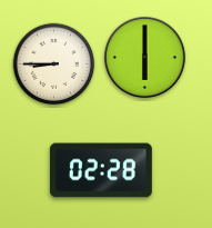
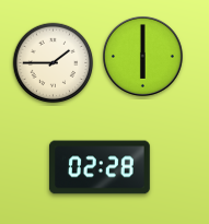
clock at (54, 65): 8:45 -> 1:45
